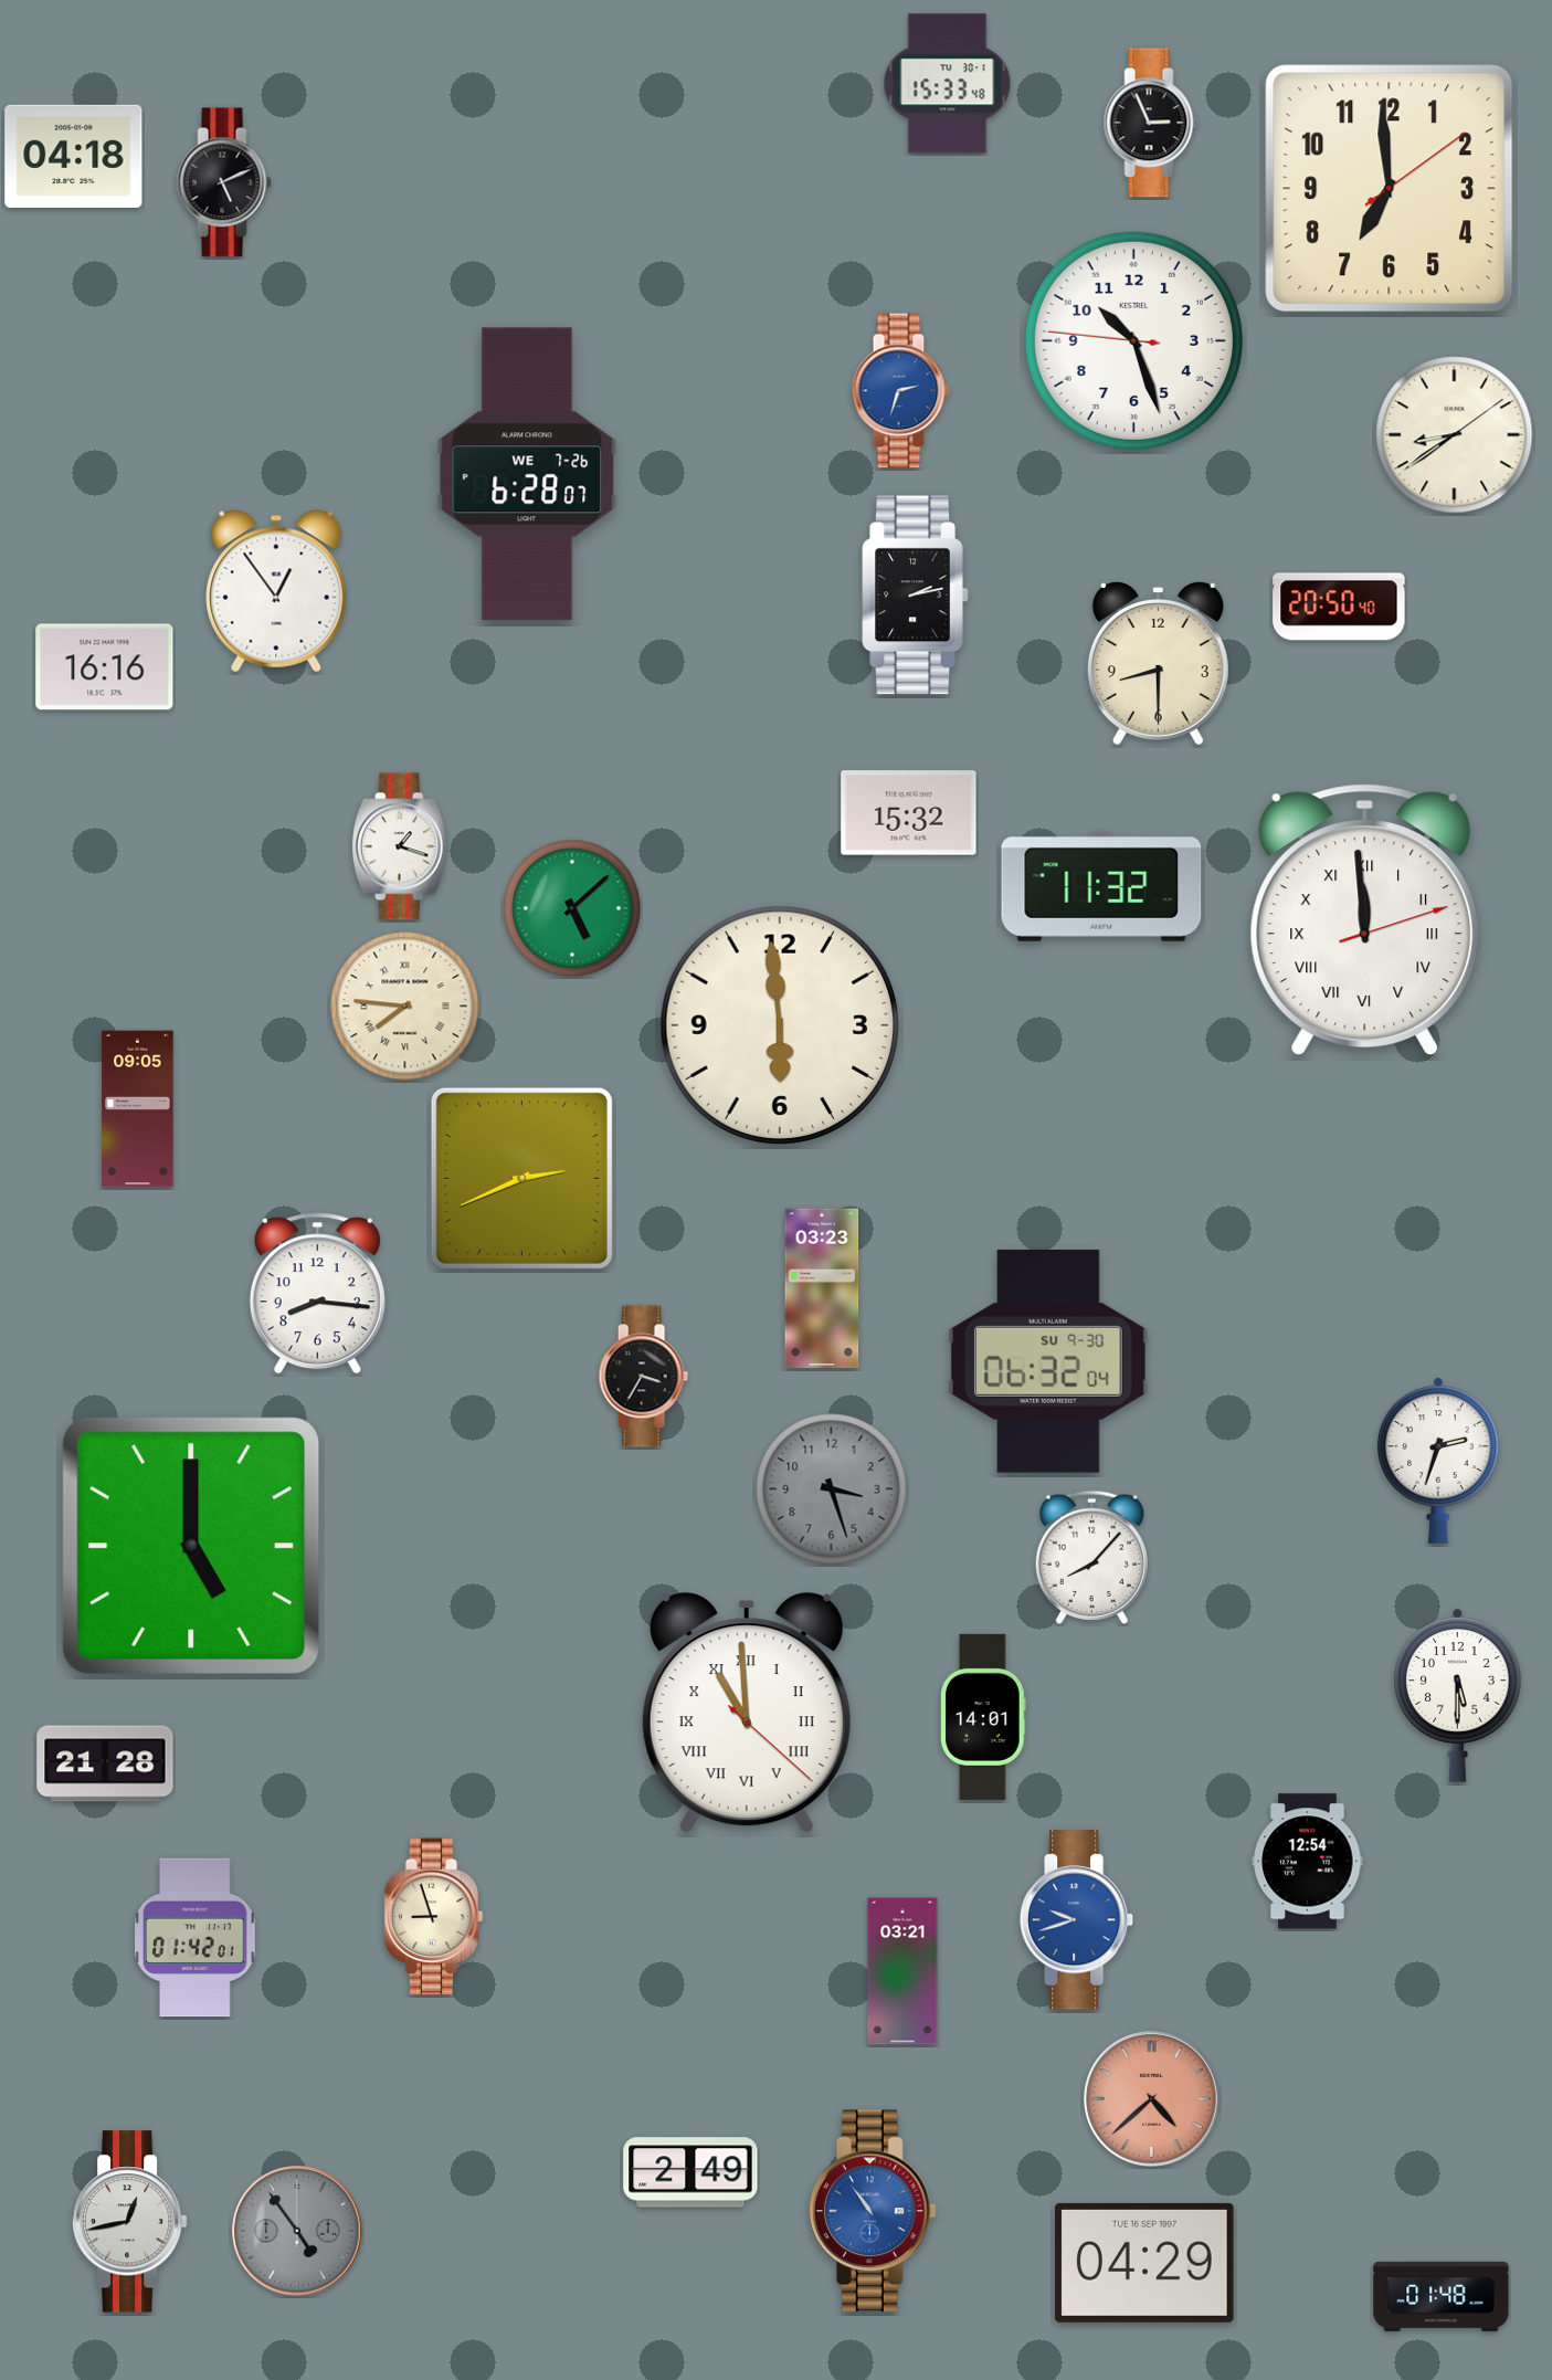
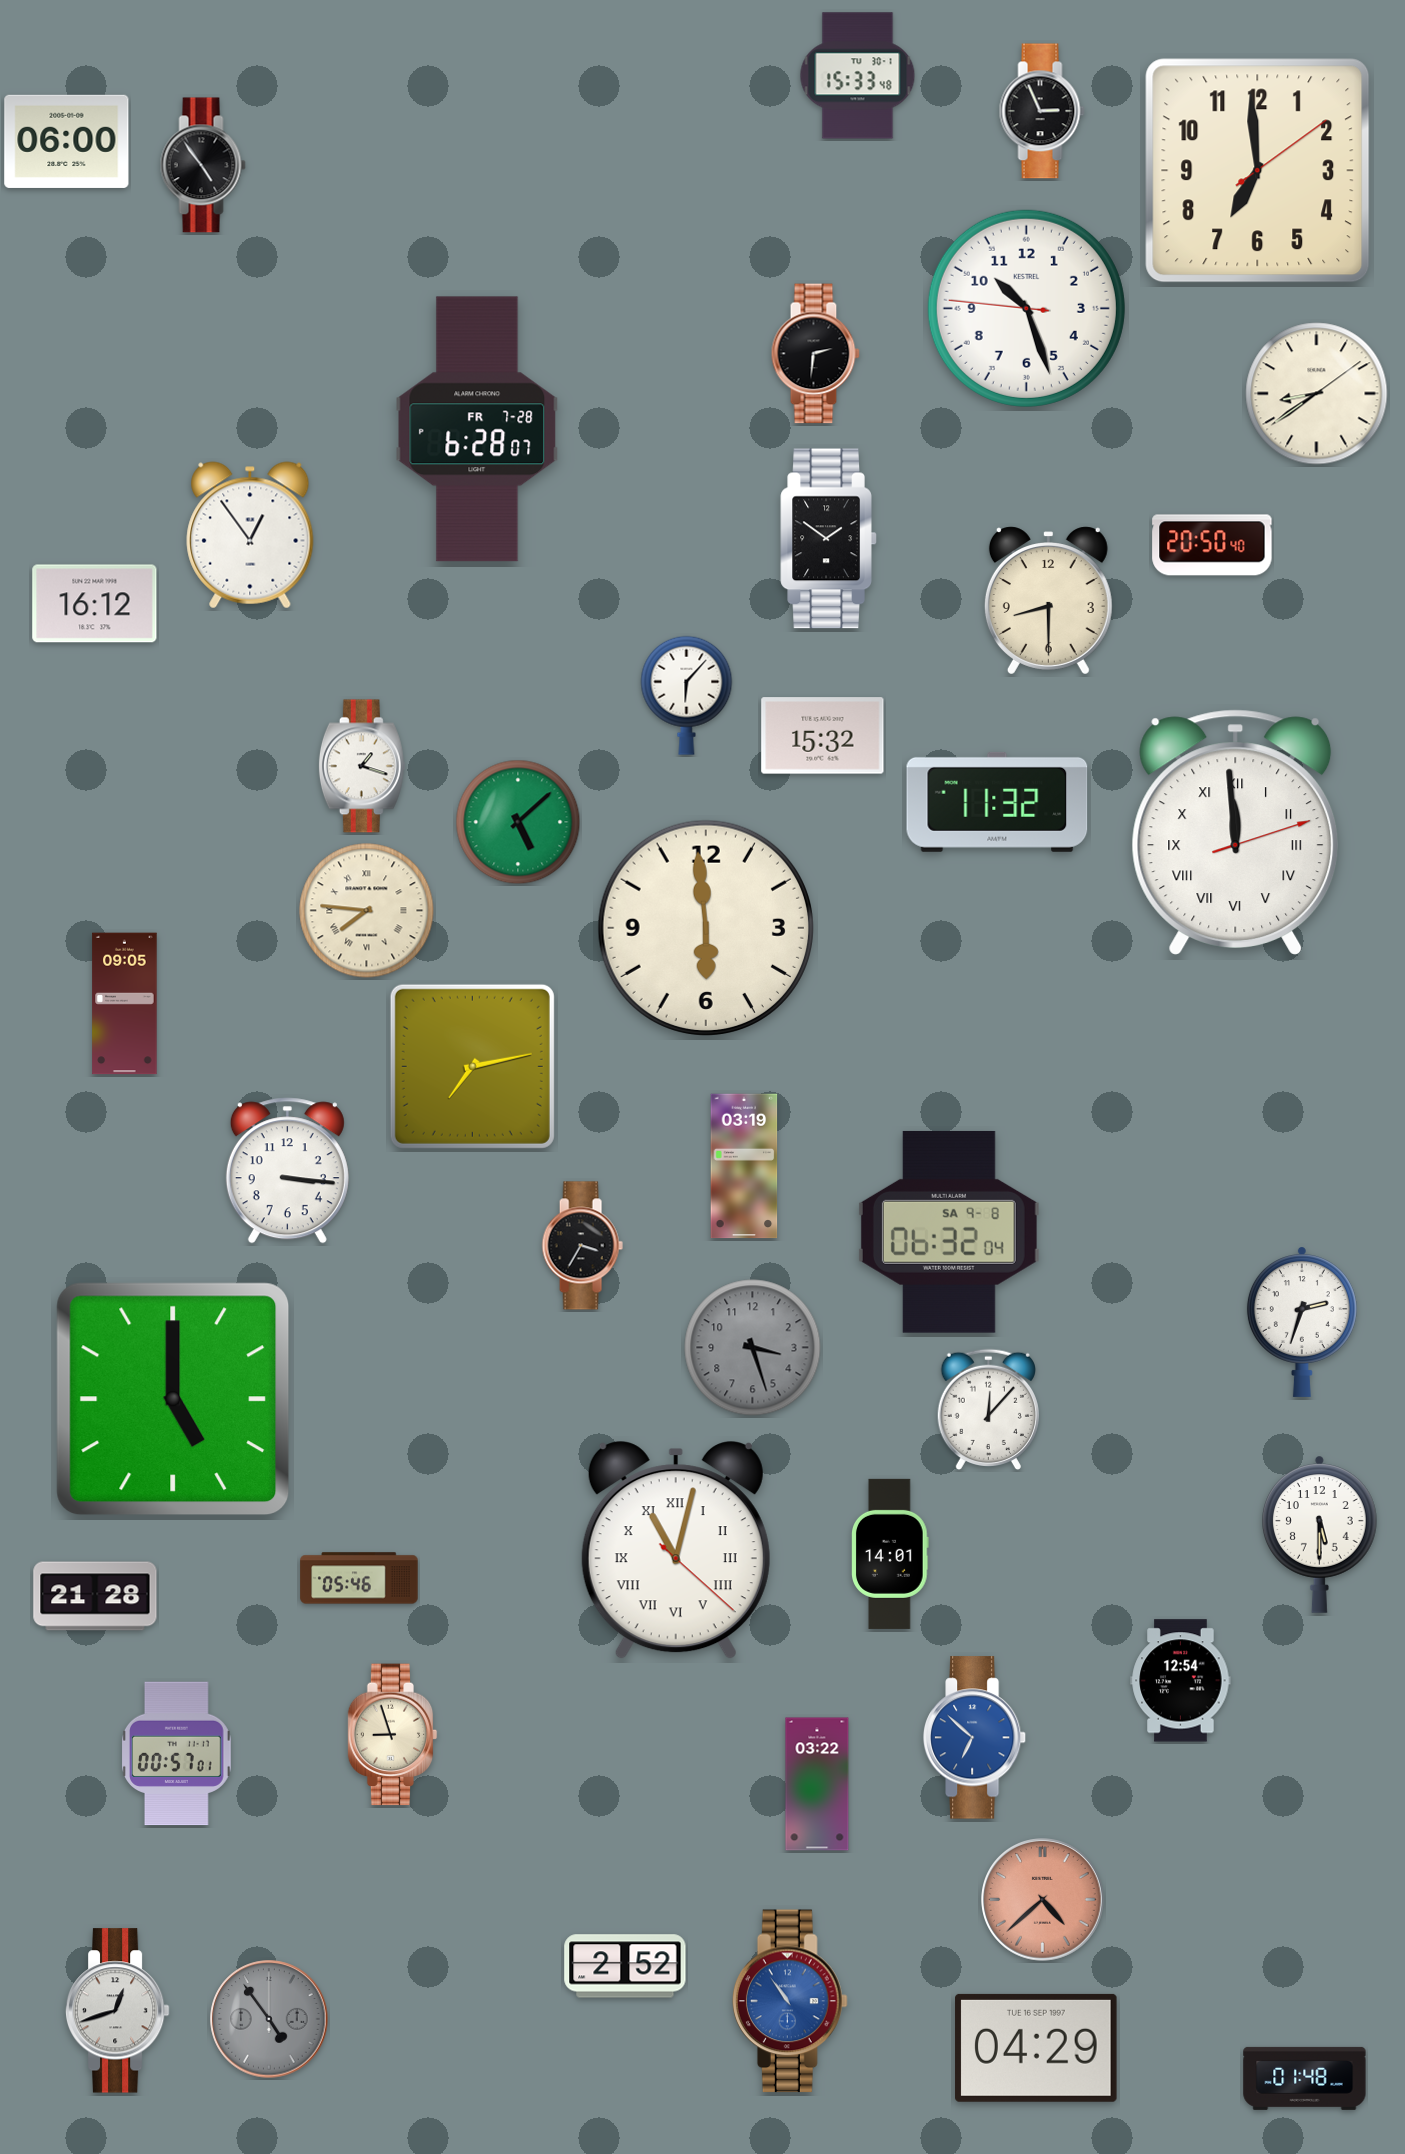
clock at (74, 156): 04:18 -> 06:00
clock at (224, 182): 5:11 -> 4:54
clock at (900, 391): 2:33 -> 2:31
clock at (900, 391) dial: blue -> black
clock at (527, 474) date: WE 7-26 -> FR 7-28
clock at (916, 596): 2:13 -> 1:51
clock at (1339, 607) position: (1339, 607) -> (1212, 545)
clock at (105, 667): 16:16 -> 16:12
clock at (687, 695): none -> 6:07
clock at (521, 1178): 2:41 -> 7:13
clock at (822, 1288): 03:23 -> 03:19
clock at (317, 1294): 8:16 -> 3:16
clock at (1048, 1361) date: SU 9-30 -> SA 9-8
clock at (1091, 1558): 8:07 -> 12:07
clock at (747, 1714): 10:59 -> 11:02
clock at (359, 1578): none -> 05:46
clock at (1308, 1862) position: (1308, 1862) -> (1181, 1681)
clock at (1077, 1920): 9:42 -> 6:52
clock at (196, 1938): 01:42 -> 00:57
clock at (902, 1971): 03:21 -> 03:22
clock at (690, 2172): 2:49 -> 2:52
clock at (129, 2222): 12:43 -> 12:42
